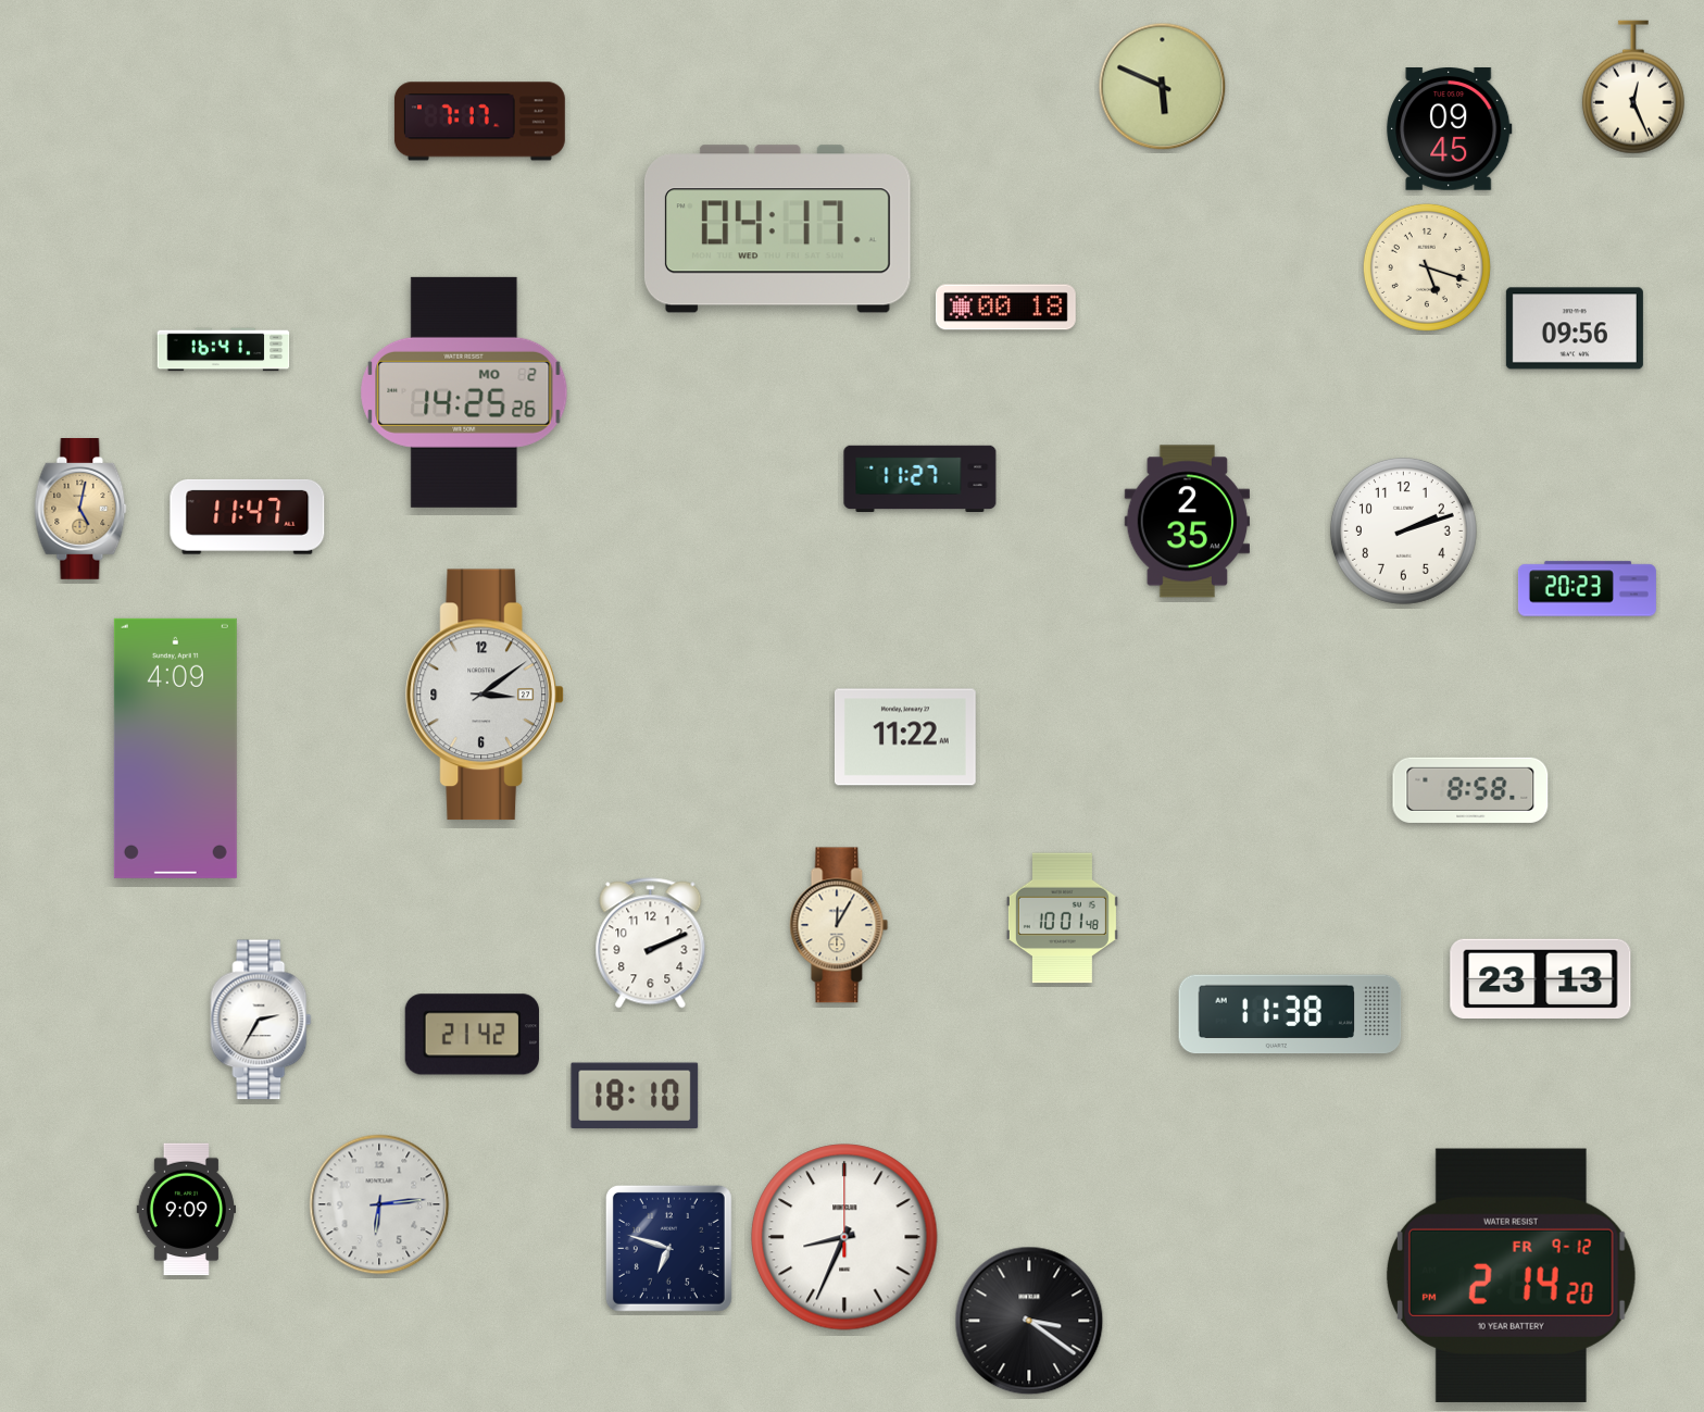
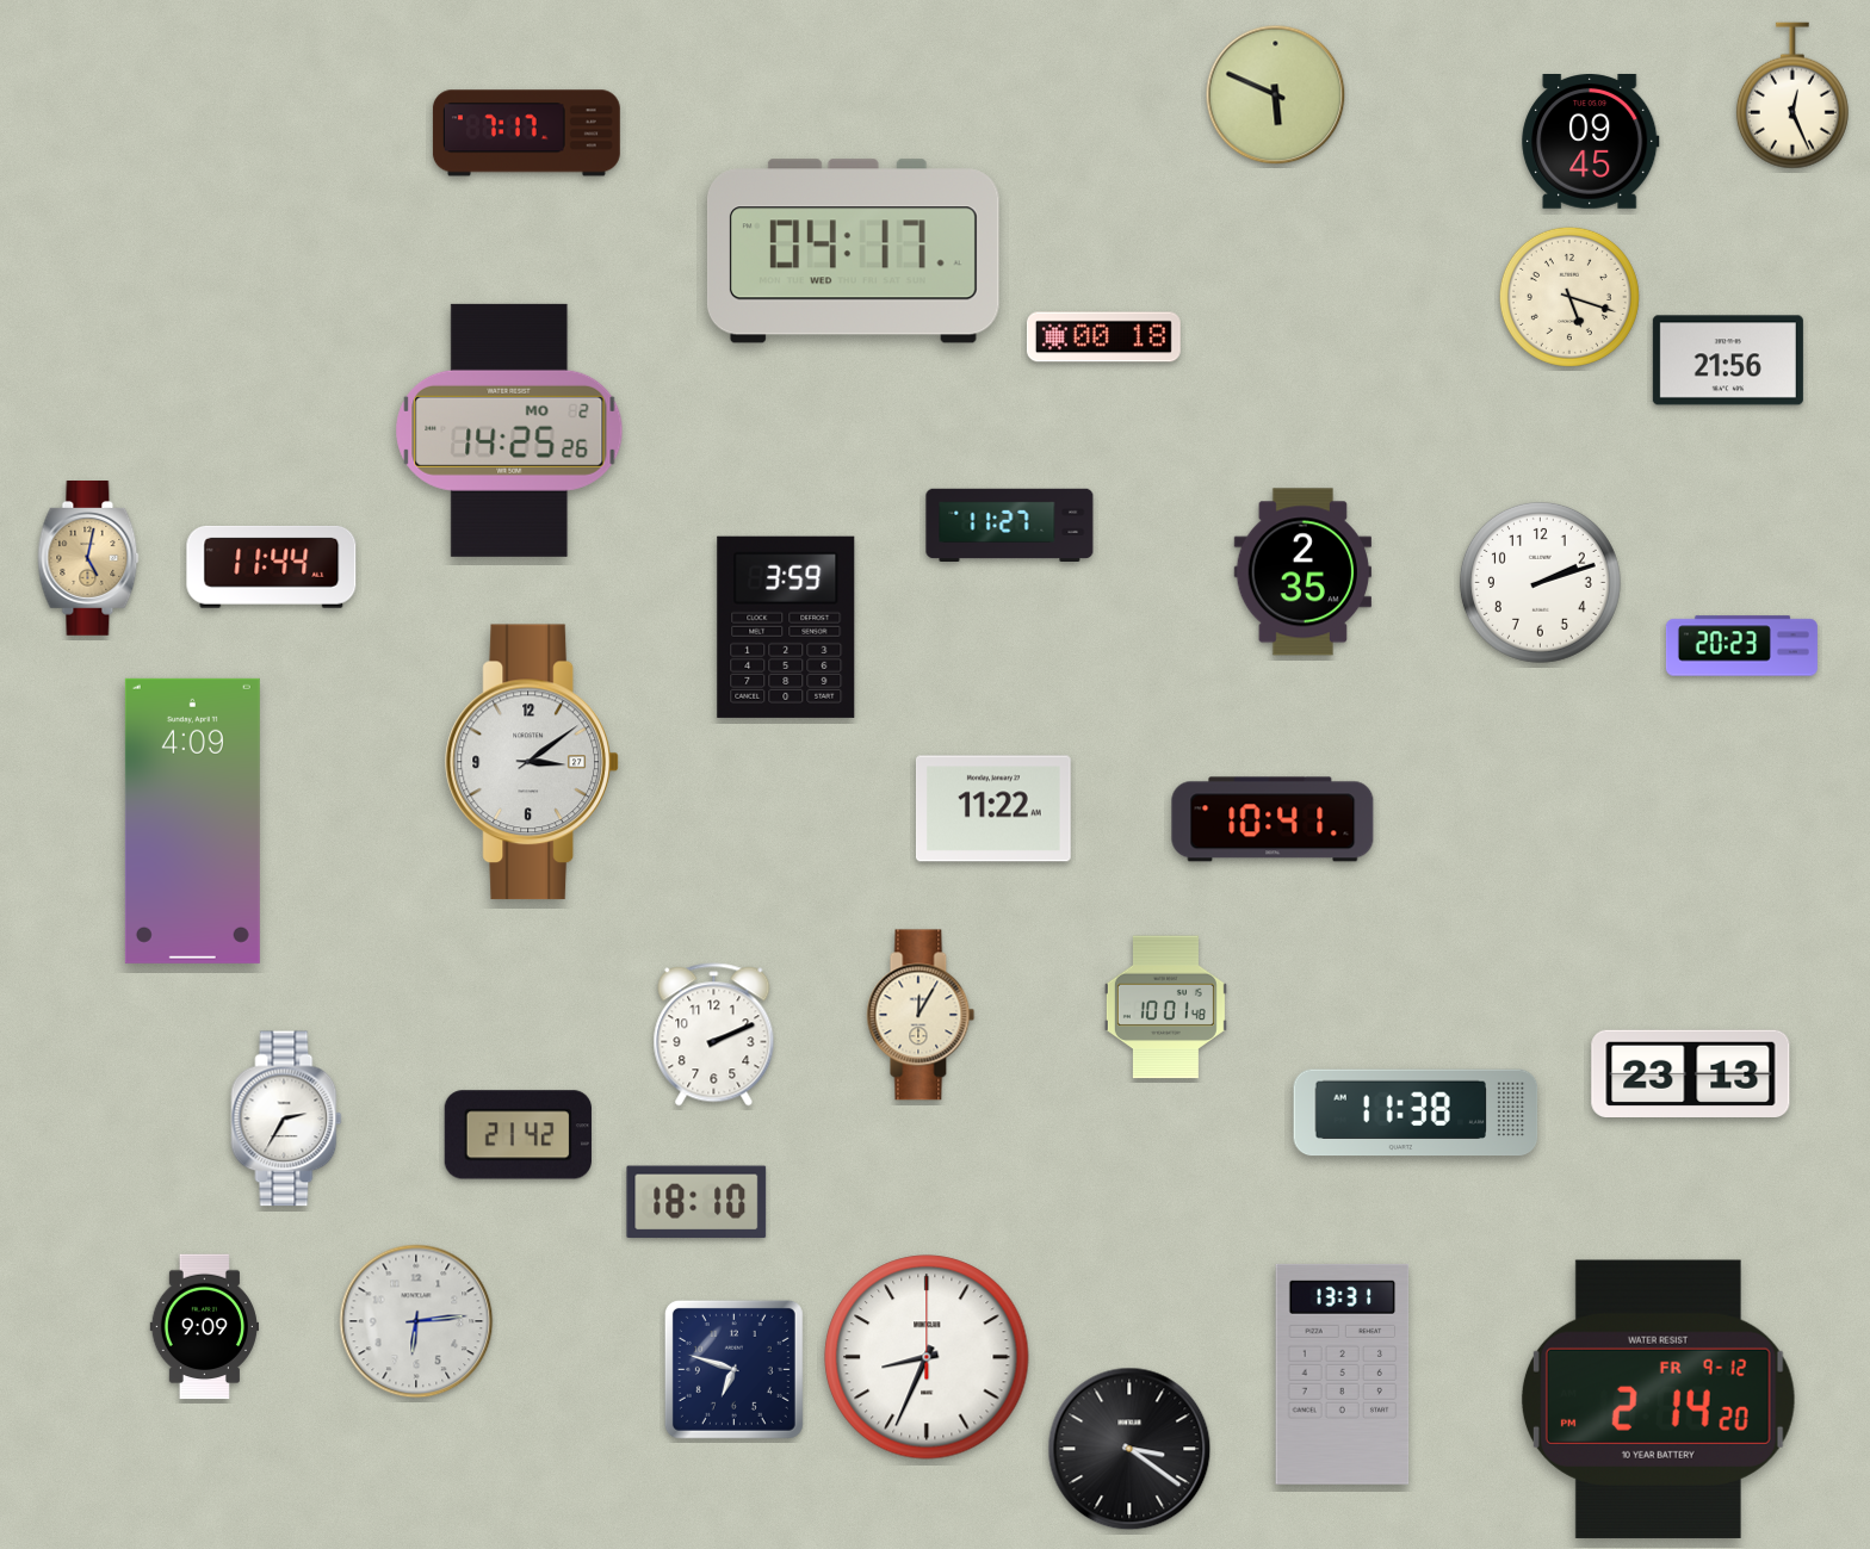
clock at (1427, 267) position: (1427, 267) -> (1569, 297)
clock at (1575, 328): 09:56 -> 21:56
clock at (224, 350): 16:41 -> none
clock at (248, 516): 11:47 -> 11:44
clock at (786, 627): none -> 3:59
clock at (1273, 819): none -> 10:41
clock at (1470, 790): 8:58 -> none
clock at (1343, 1374): none -> 13:31
